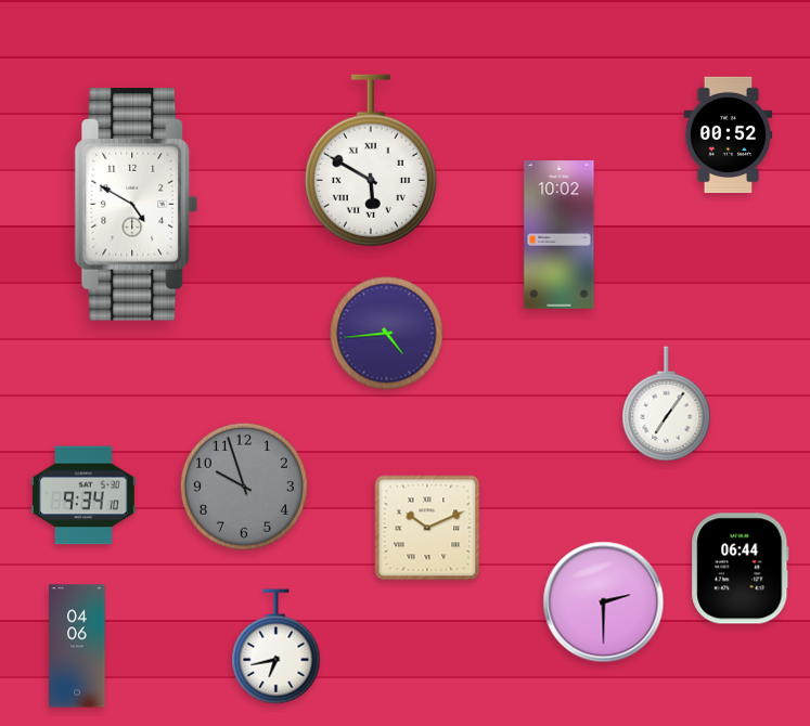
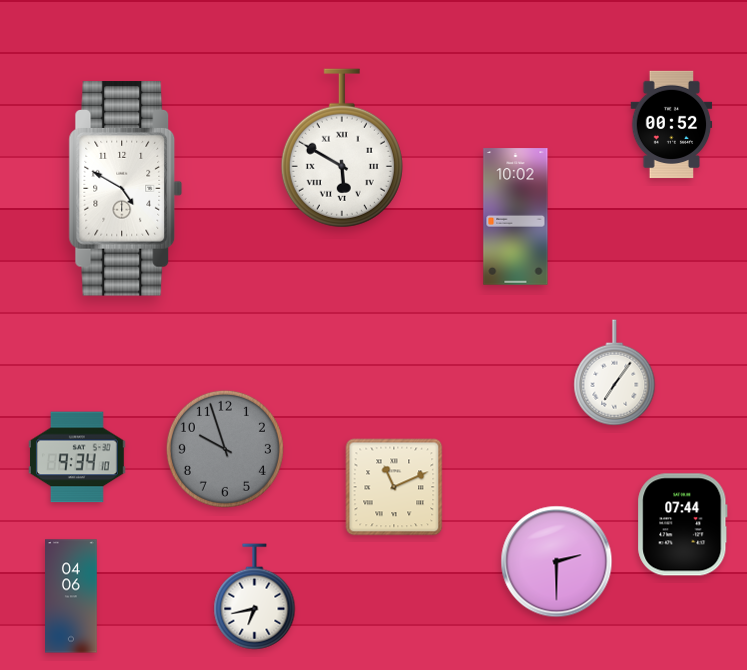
clock at (387, 334): 4:44 -> none
clock at (427, 528): 10:11 -> 11:11
clock at (741, 569): 06:44 -> 07:44
clock at (604, 602) position: (604, 602) -> (557, 562)
